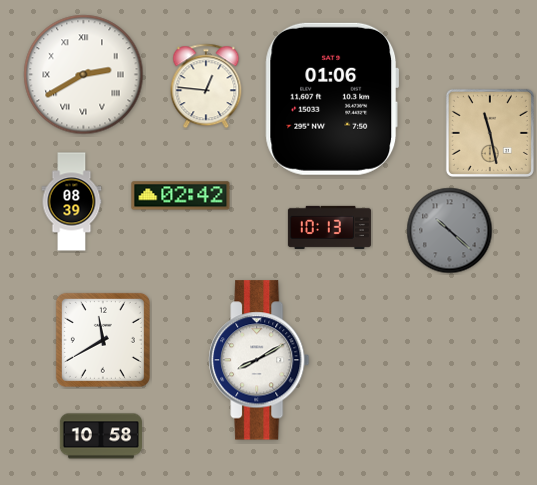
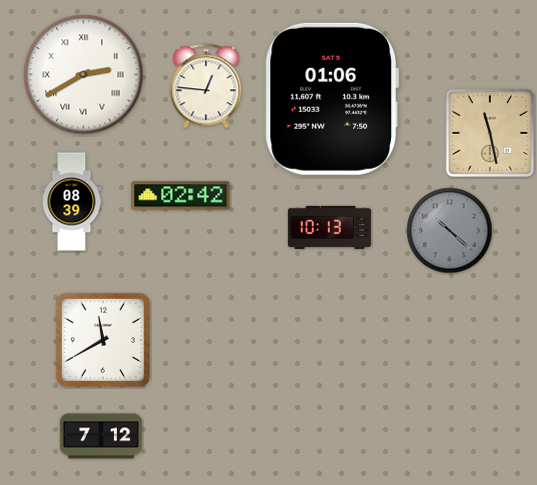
clock at (259, 360): 8:10 -> none
clock at (101, 436): 10:58 -> 7:12
